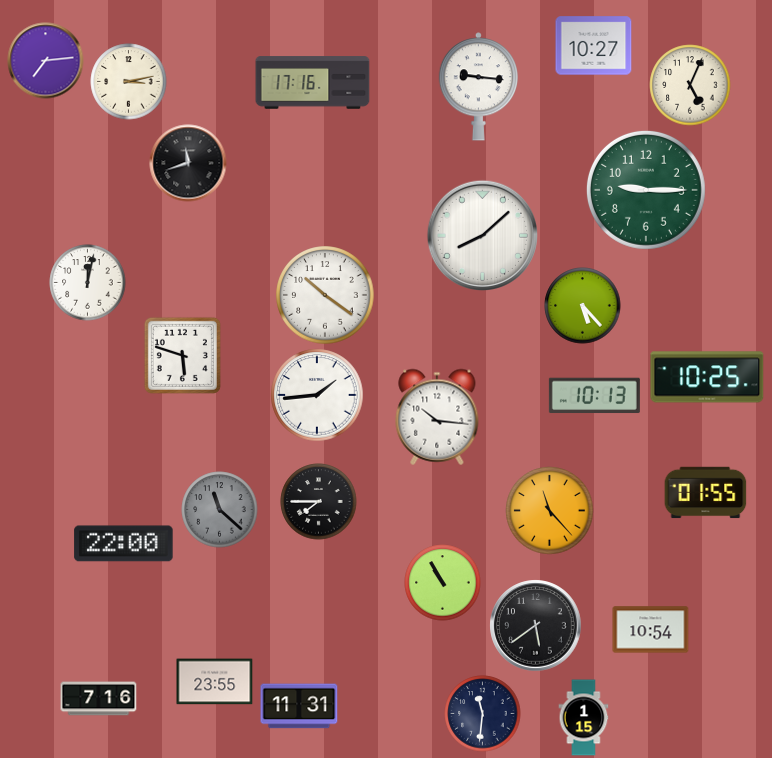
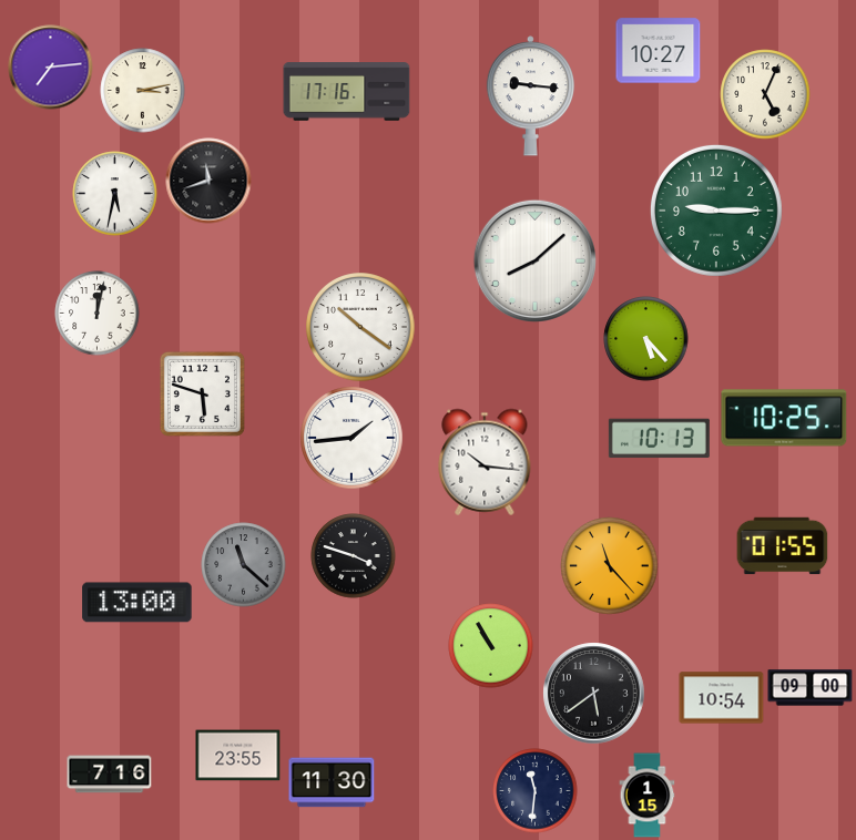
clock at (115, 194): none -> 5:32
clock at (319, 502): 7:45 -> 3:48
clock at (124, 544): 22:00 -> 13:00
clock at (811, 688): none -> 09:00
clock at (299, 706): 11:31 -> 11:30
